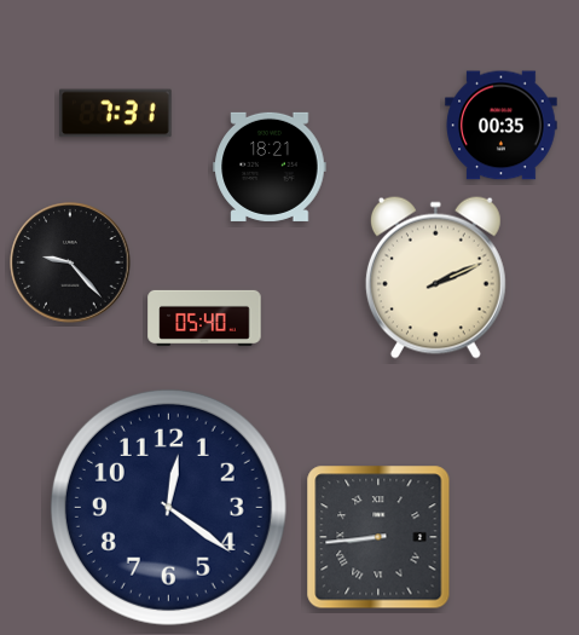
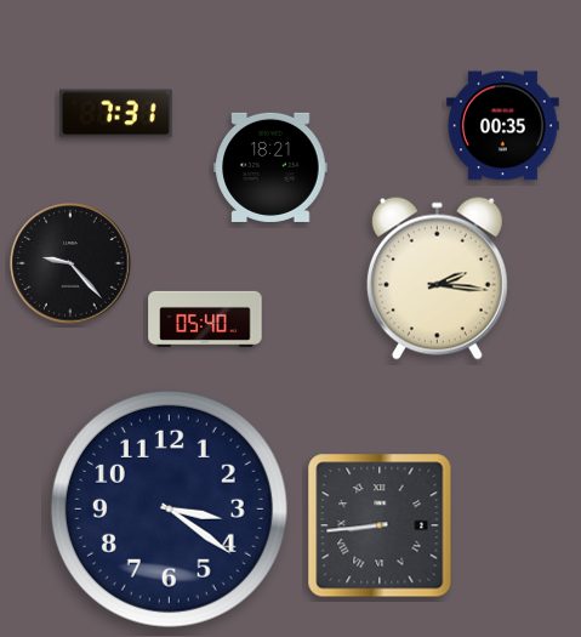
clock at (435, 277): 2:11 -> 2:16
clock at (168, 507): 12:21 -> 3:21
clock at (378, 537) position: (378, 537) -> (380, 525)
